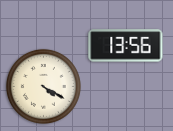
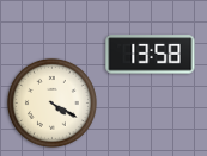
clock at (126, 46): 13:56 -> 13:58
